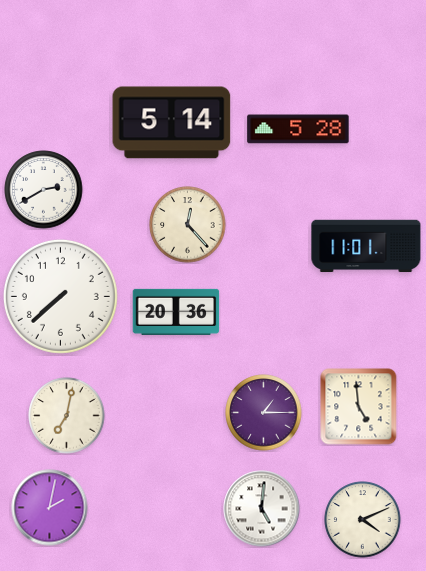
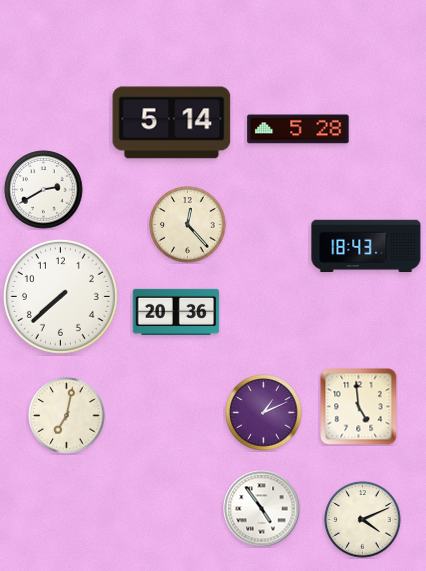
clock at (366, 246): 11:01 -> 18:43
clock at (264, 413): 1:15 -> 1:11
clock at (50, 508): 2:02 -> none
clock at (262, 509): 5:01 -> 4:54
